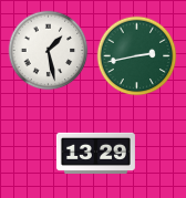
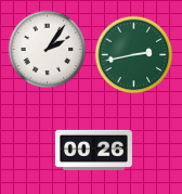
clock at (49, 51): 1:28 -> 2:06
clock at (95, 153): 13:29 -> 00:26
